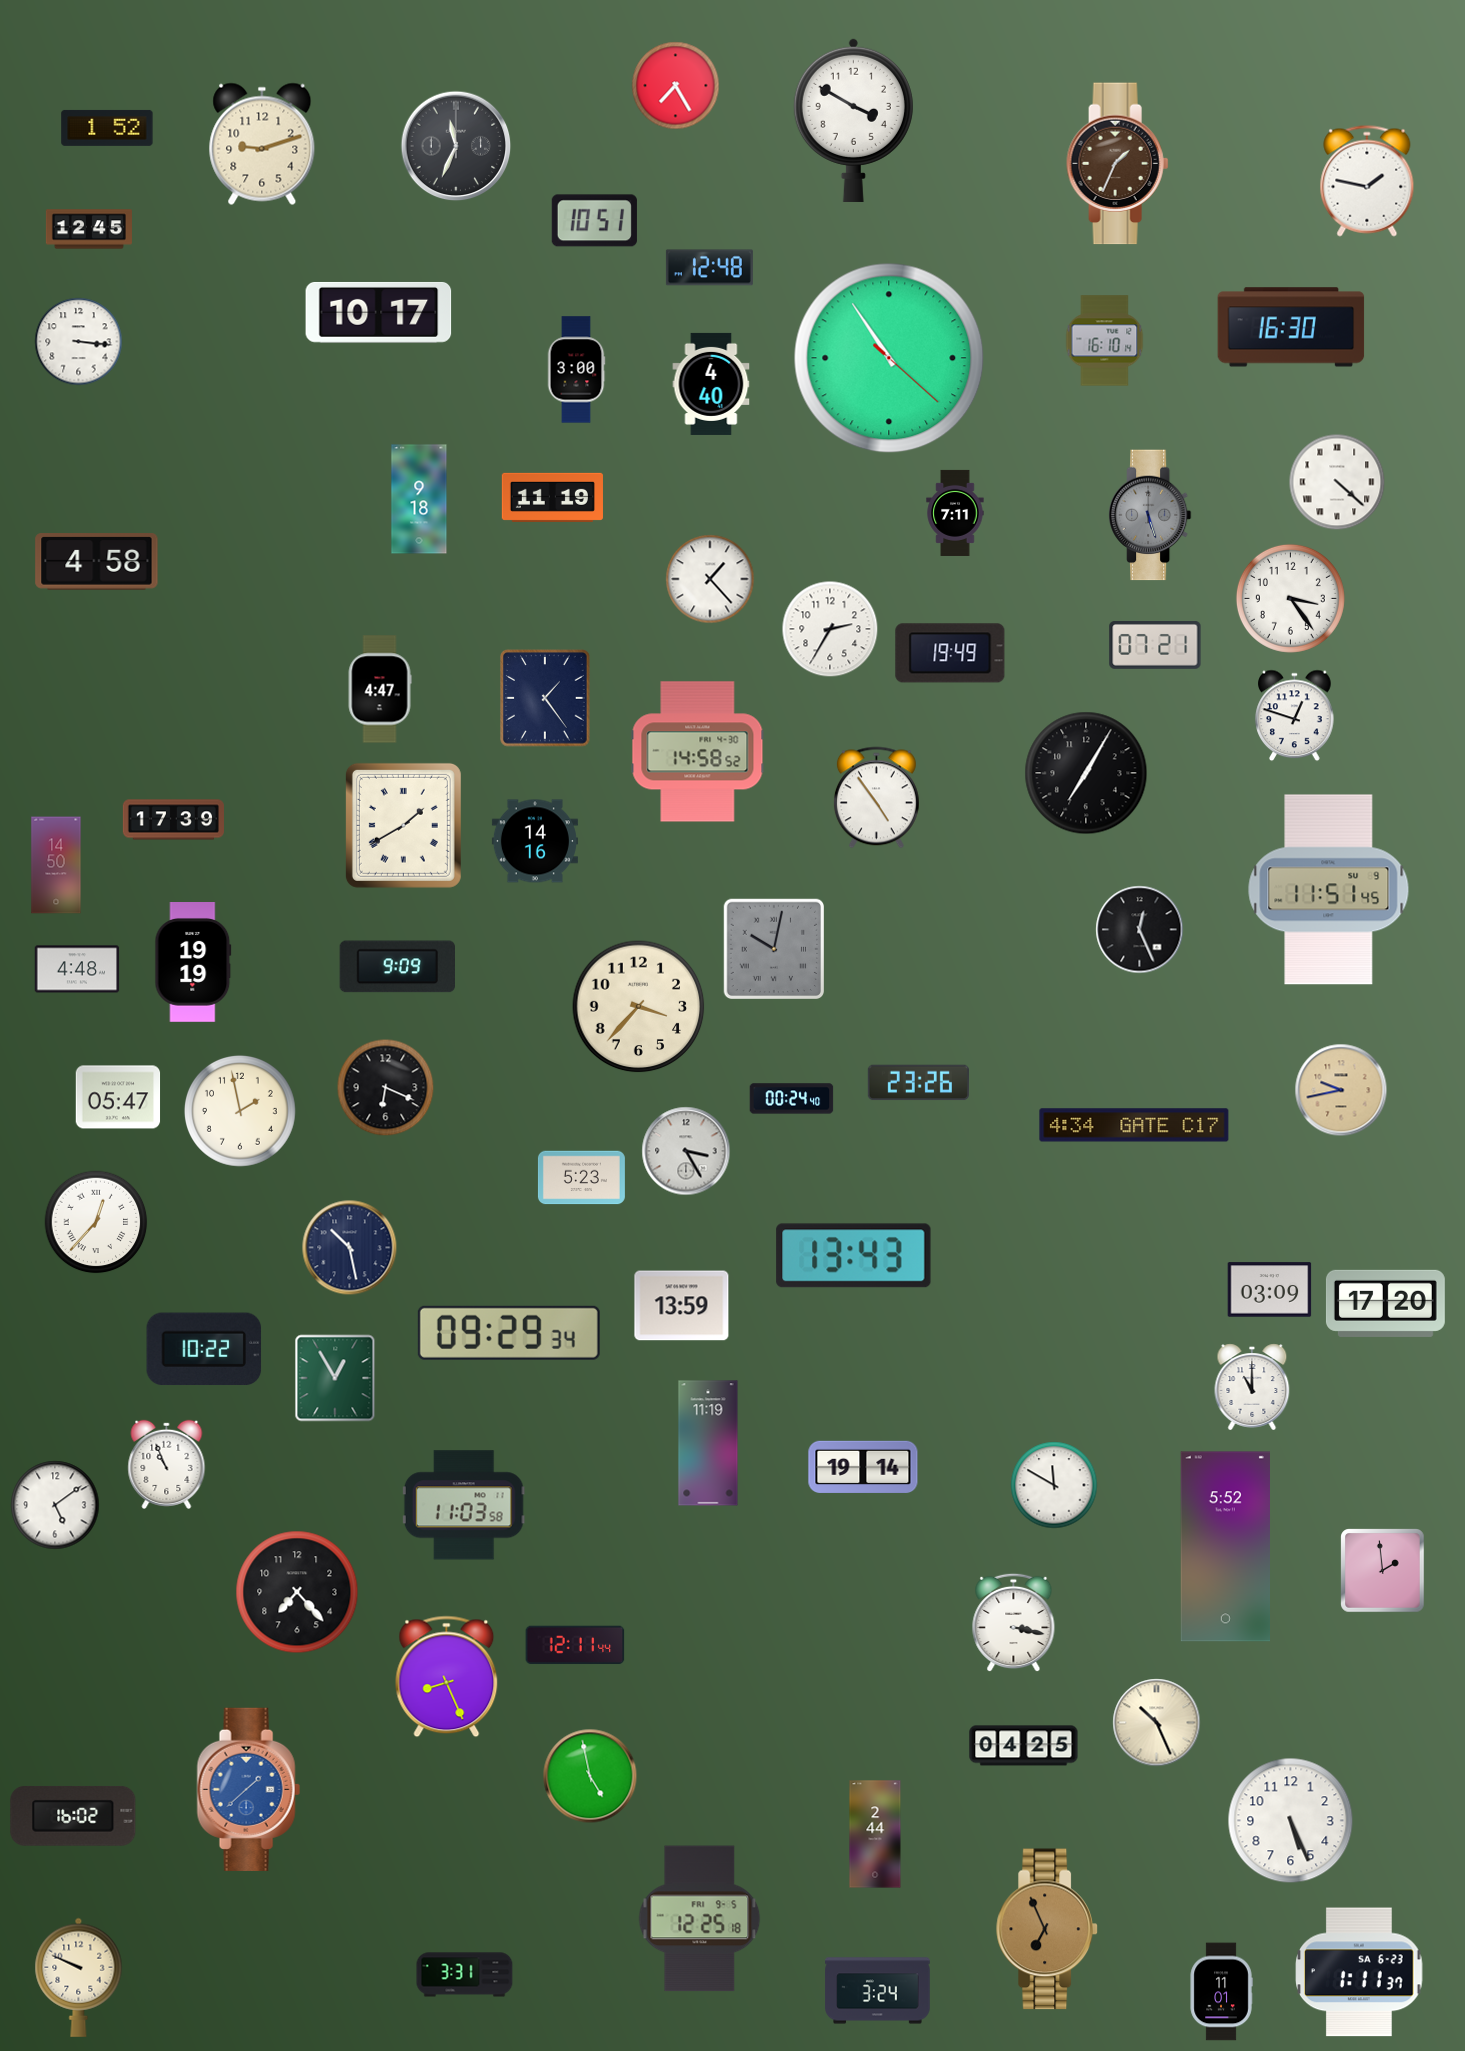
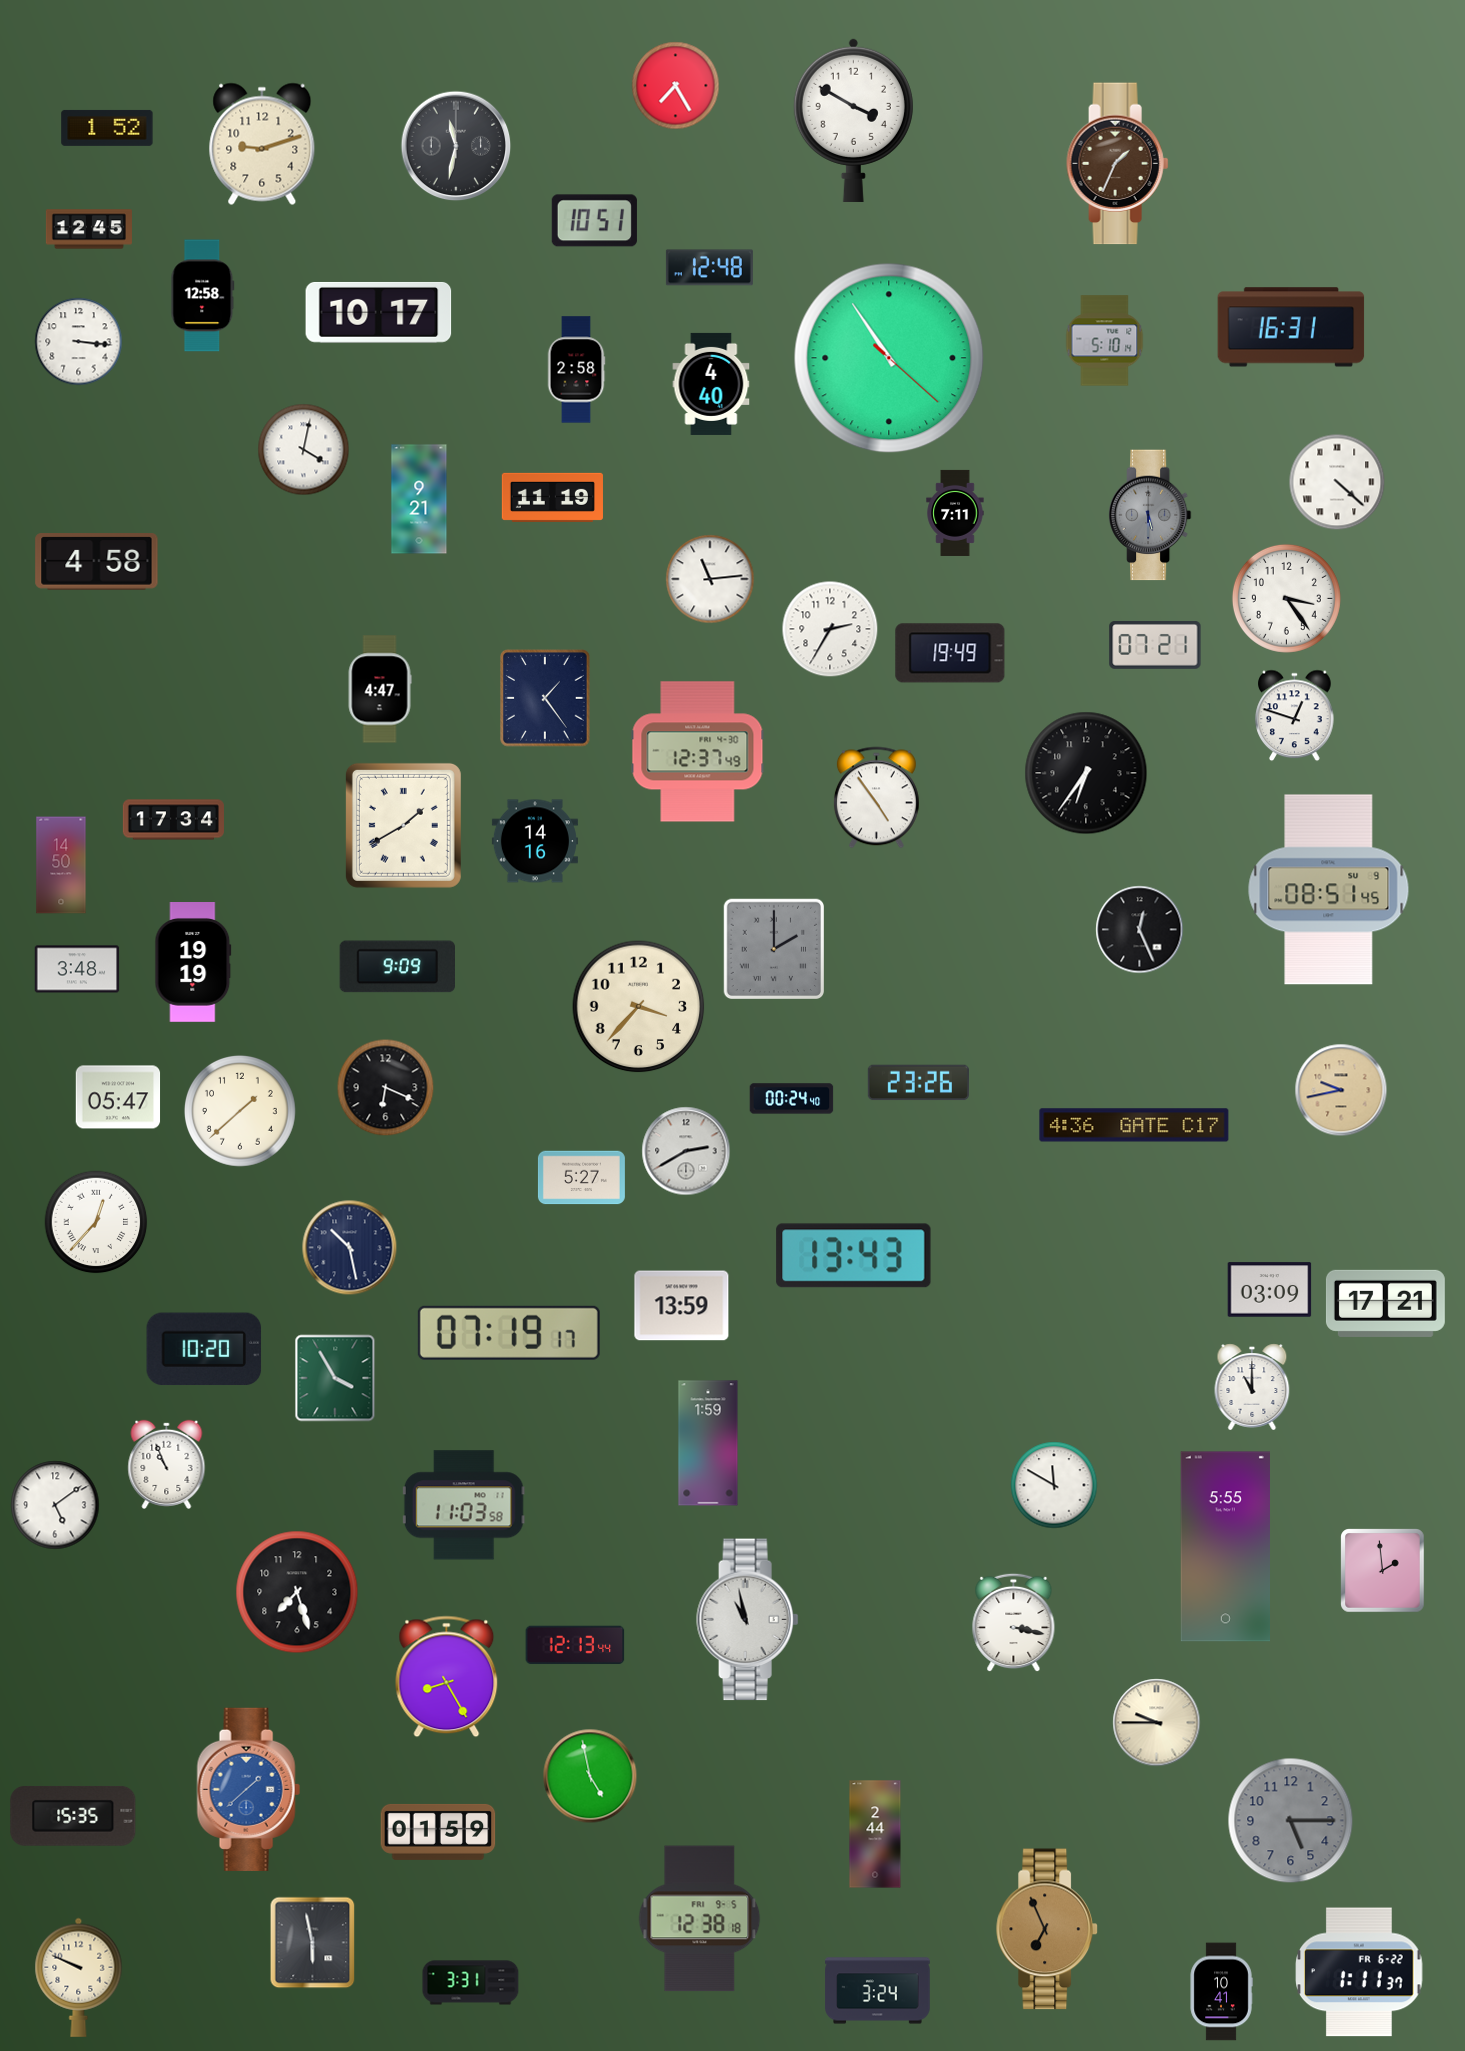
clock at (456, 146): 11:34 -> 11:32
clock at (1367, 181): 1:47 -> none
clock at (203, 296): none -> 12:58
clock at (1291, 327): 16:30 -> 16:31
clock at (1105, 341): 16:10 -> 5:10
clock at (576, 370): 3:00 -> 2:58
clock at (304, 450): none -> 4:02
clock at (419, 499): 9:18 -> 9:21
clock at (1150, 515): 5:27 -> 5:30
clock at (710, 579): 1:23 -> 11:14
clock at (1290, 598) position: (1290, 598) -> (1286, 598)
clock at (698, 752): 14:58 -> 12:37
clock at (1086, 773): 7:05 -> 6:36
clock at (173, 820): 17:39 -> 17:34
clock at (56, 865) position: (56, 865) -> (61, 865)
clock at (1329, 890): 11:51 -> 08:51
clock at (773, 948): 10:02 -> 2:00
clock at (77, 969): 4:48 -> 3:48
clock at (240, 1111): 1:58 -> 1:38
clock at (1134, 1125): 4:34 -> 4:36
clock at (686, 1151): 3:25 -> 2:40
clock at (581, 1178): 5:23 -> 5:27
clock at (1385, 1303): 17:20 -> 17:21
clock at (509, 1333): 09:29 -> 07:19
clock at (204, 1349): 10:22 -> 10:20
clock at (335, 1378): 12:55 -> 3:55
clock at (708, 1443): 11:19 -> 1:59
clock at (863, 1466): 19:14 -> none
clock at (1225, 1547): 5:52 -> 5:55
clock at (297, 1592): 7:23 -> 7:27
clock at (748, 1620): none -> 10:58
clock at (575, 1645): 12:11 -> 12:13
clock at (447, 1677): 8:26 -> 8:25
clock at (1157, 1723): 10:26 -> 9:45
clock at (1024, 1746): 04:25 -> none
clock at (73, 1816): 16:02 -> 15:35
clock at (1291, 1821): 5:26 -> 5:15
clock at (1291, 1821) dial: white -> grey
clock at (438, 1832): none -> 01:59
clock at (700, 1919): 12:25 -> 12:38
clock at (313, 1943): none -> 5:58
clock at (1359, 1972) date: SA 6-23 -> FR 6-22
clock at (465, 1975) position: (465, 1975) -> (471, 1983)
clock at (1221, 1992): 11:01 -> 10:41
